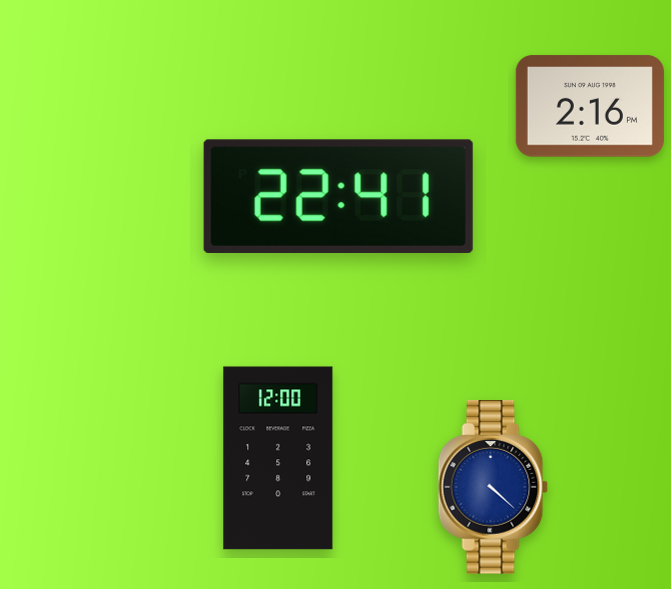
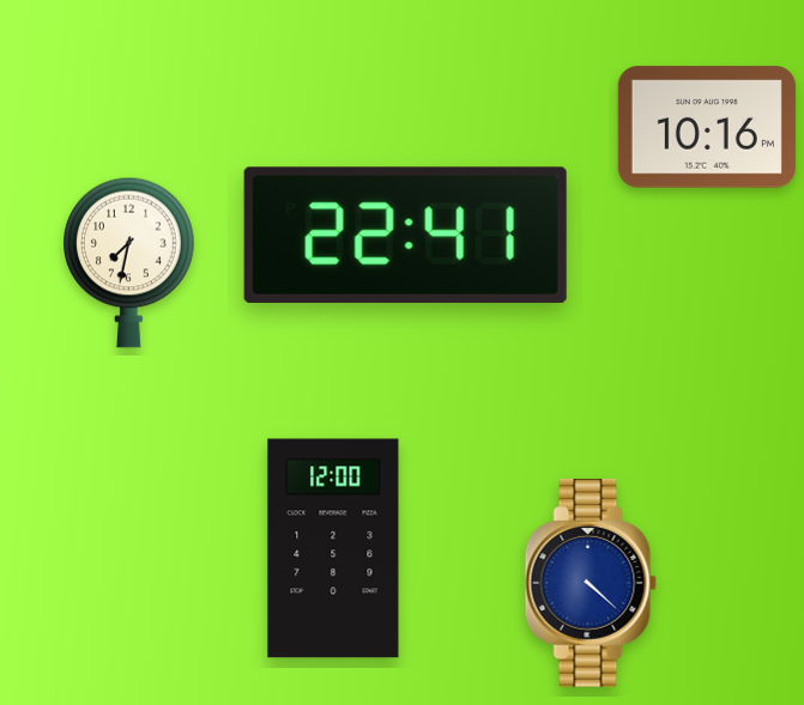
clock at (590, 106): 2:16 -> 10:16
clock at (129, 262): none -> 7:32
